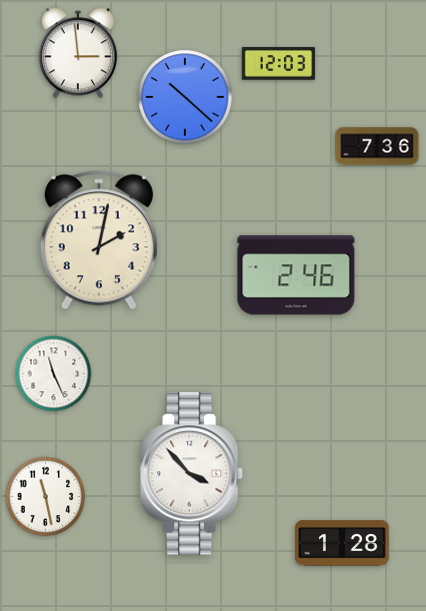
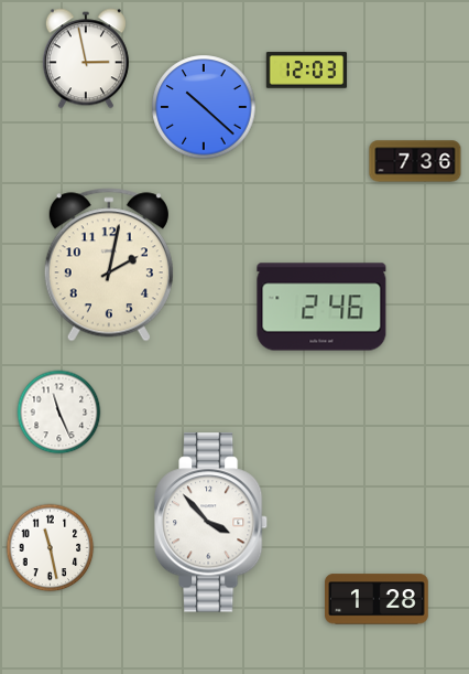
clock at (78, 53): 2:59 -> 2:58
clock at (296, 275) position: (296, 275) -> (321, 307)
